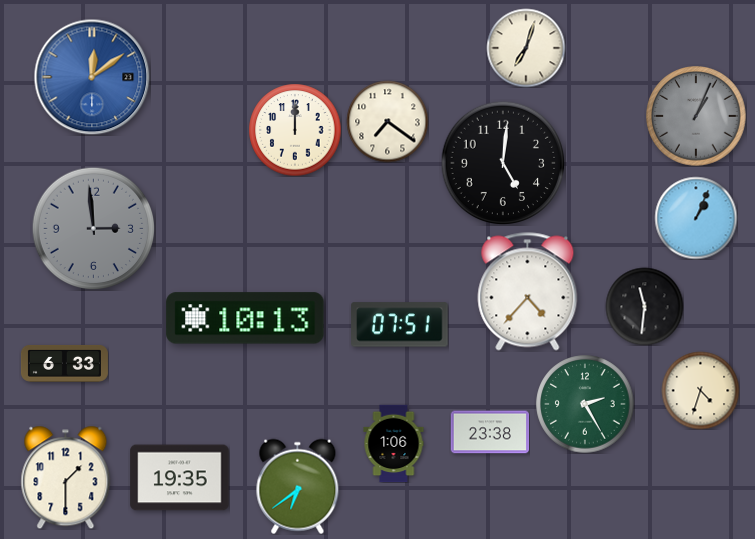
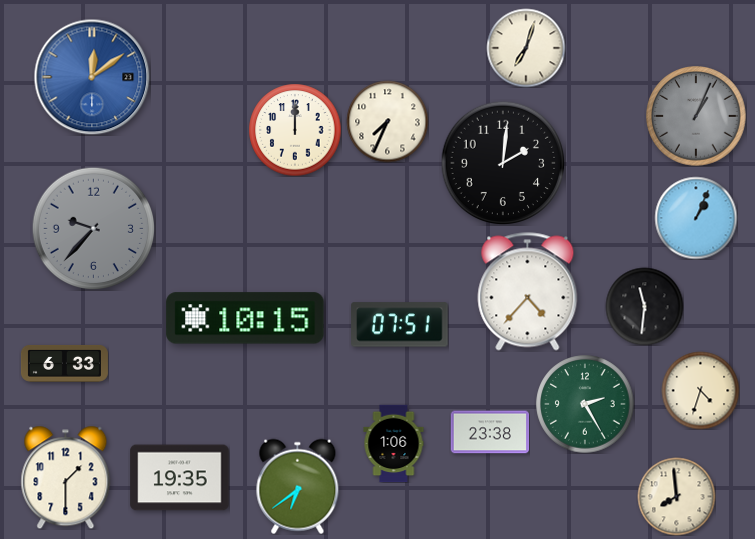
clock at (387, 121): 7:21 -> 7:34
clock at (503, 163): 5:01 -> 2:01
clock at (93, 228): 2:59 -> 9:37
clock at (245, 318): 10:13 -> 10:15
clock at (676, 496): none -> 7:59
